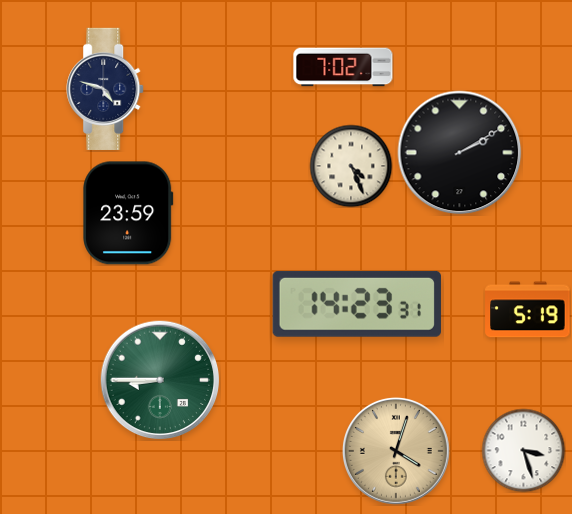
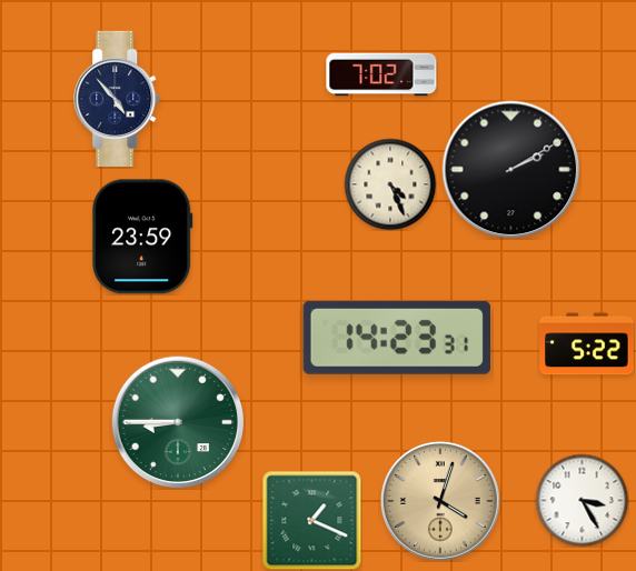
clock at (106, 89): 4:48 -> 4:53
clock at (528, 310): 5:19 -> 5:22
clock at (523, 450): 3:27 -> 3:25
clock at (311, 520): none -> 1:19
